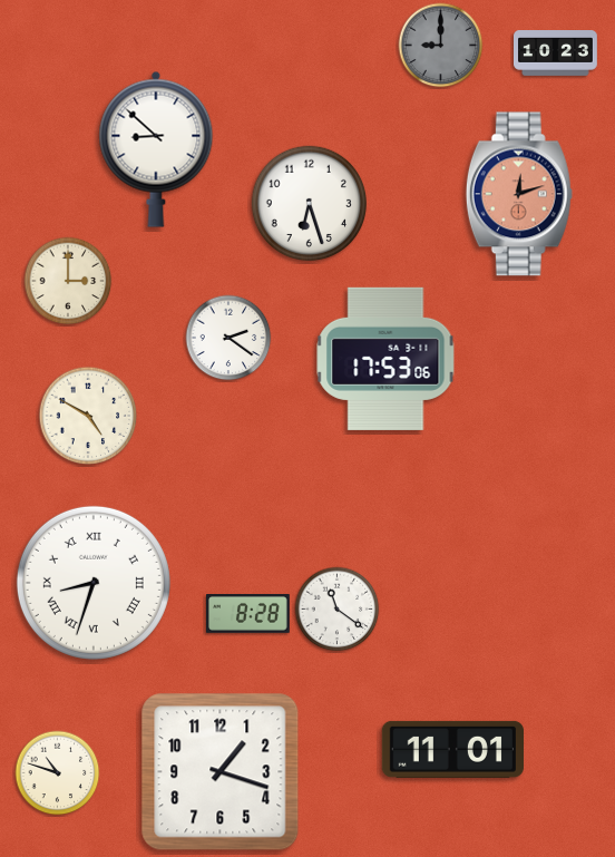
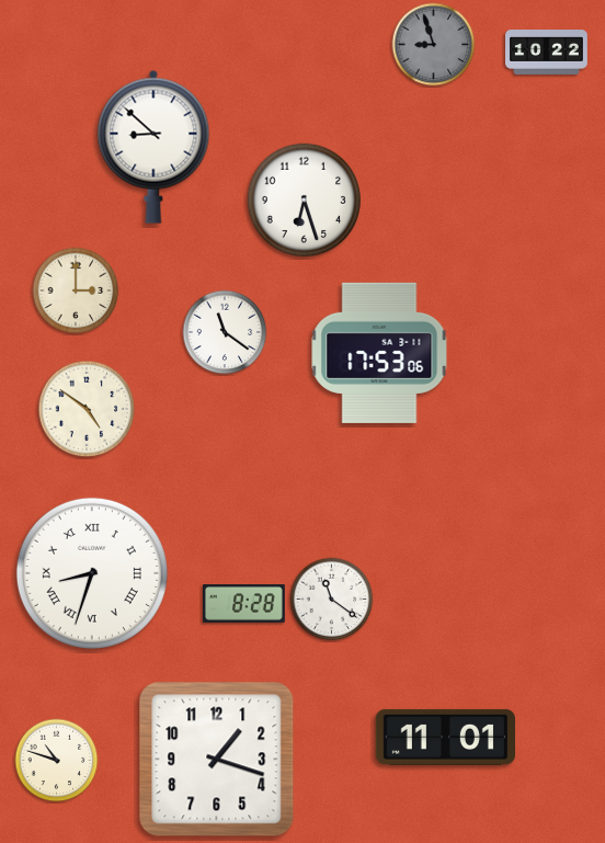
clock at (441, 46): 9:00 -> 8:57
clock at (556, 53): 10:23 -> 10:22
clock at (519, 194): 12:12 -> none
clock at (68, 281) position: (68, 281) -> (76, 291)
clock at (228, 338): 2:21 -> 11:21
clock at (88, 416): 4:50 -> 4:51
